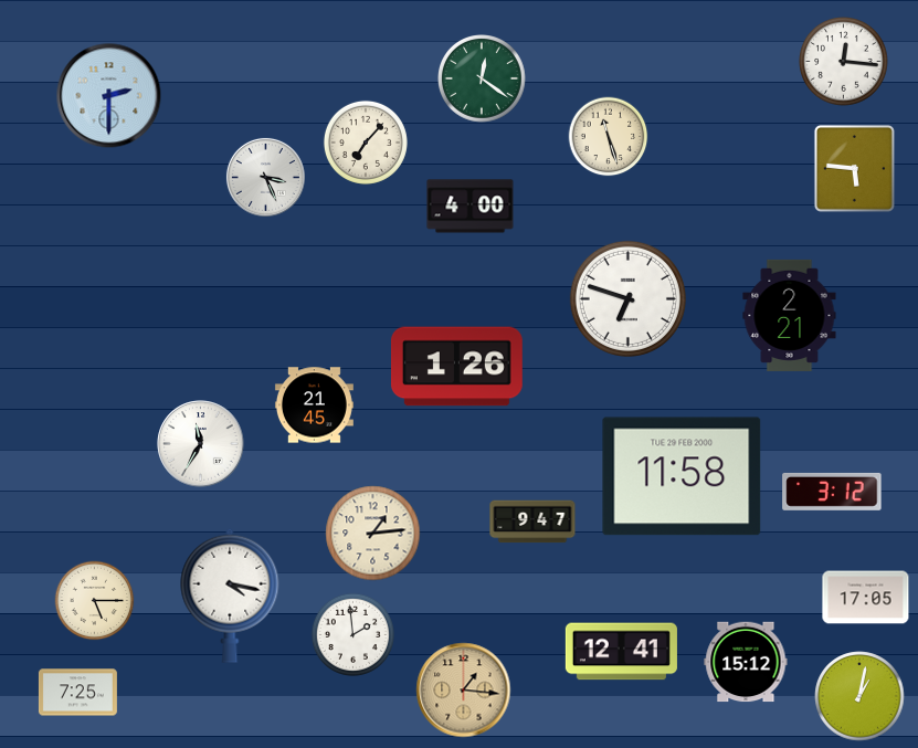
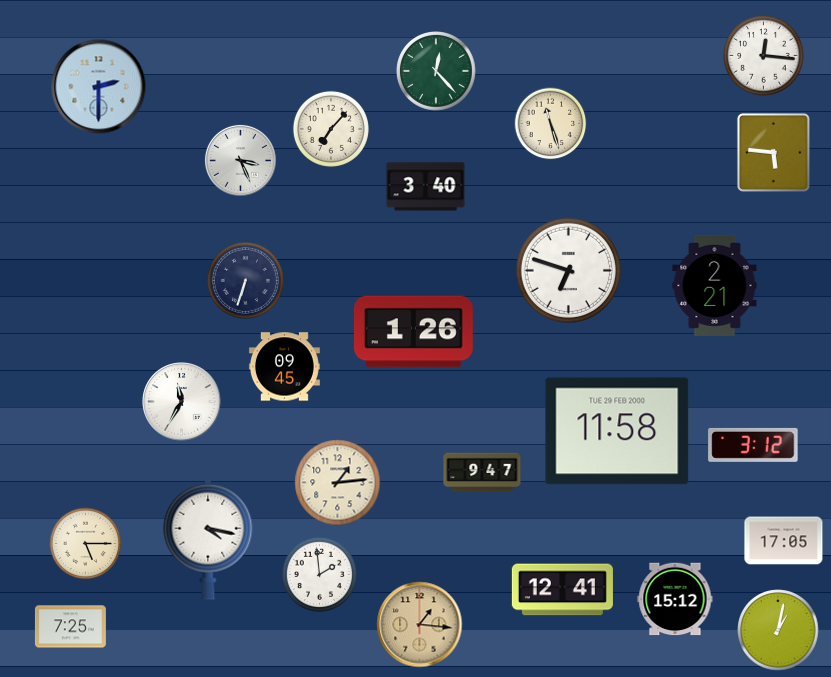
clock at (483, 80): 12:21 -> 12:23
clock at (471, 207): 4:00 -> 3:40
clock at (245, 280): none -> 6:33
clock at (314, 405): 21:45 -> 09:45
